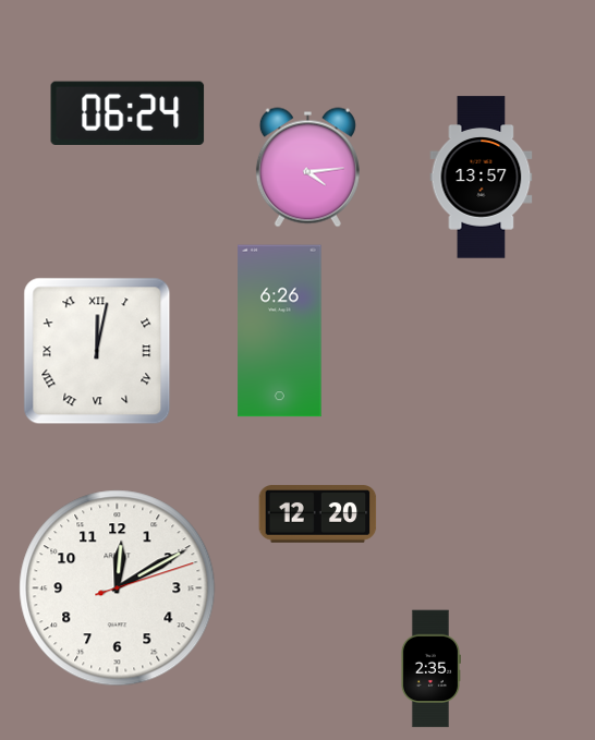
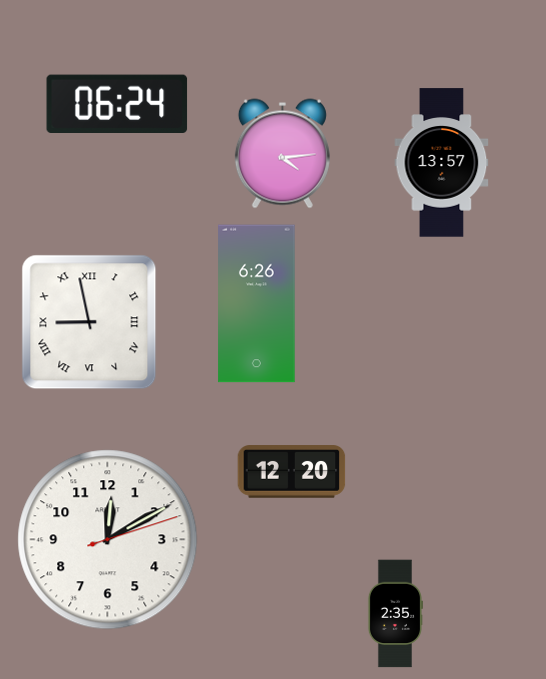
clock at (97, 351): 12:02 -> 8:58
